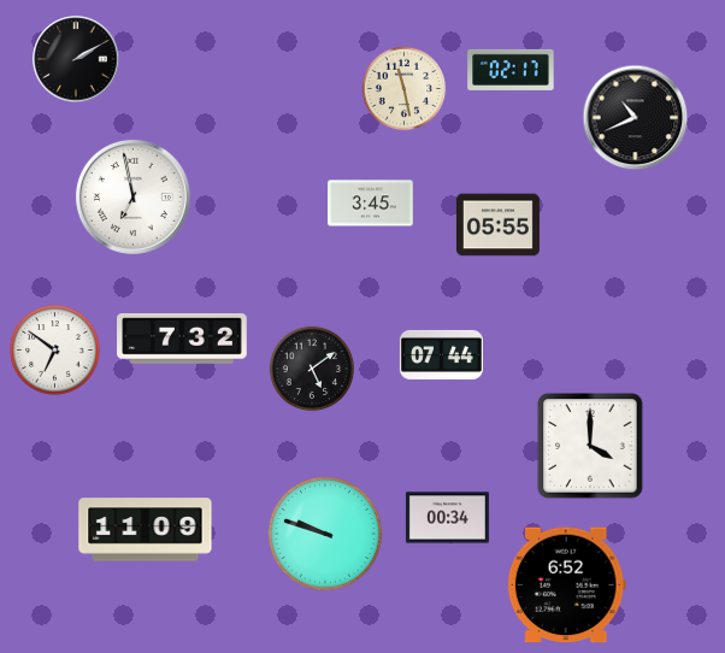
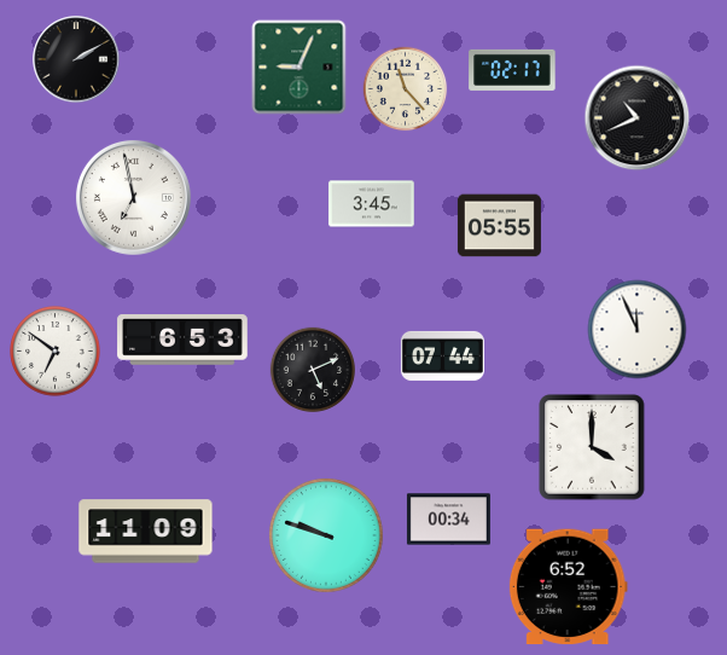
clock at (299, 68): none -> 9:04
clock at (405, 89): 11:28 -> 11:23
clock at (638, 330): none -> 11:56
clock at (182, 340): 7:32 -> 6:53
clock at (312, 369): 5:09 -> 5:11
